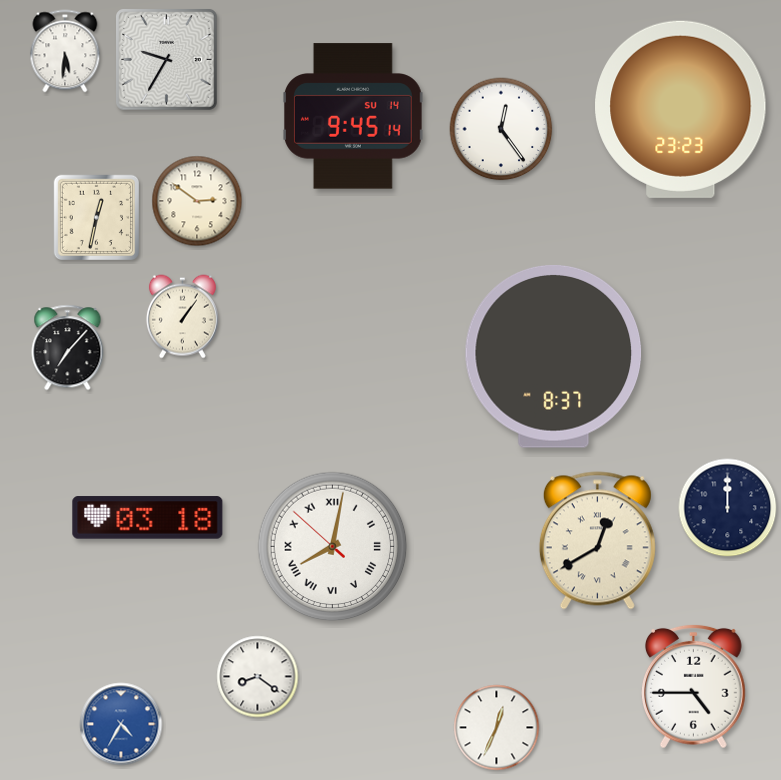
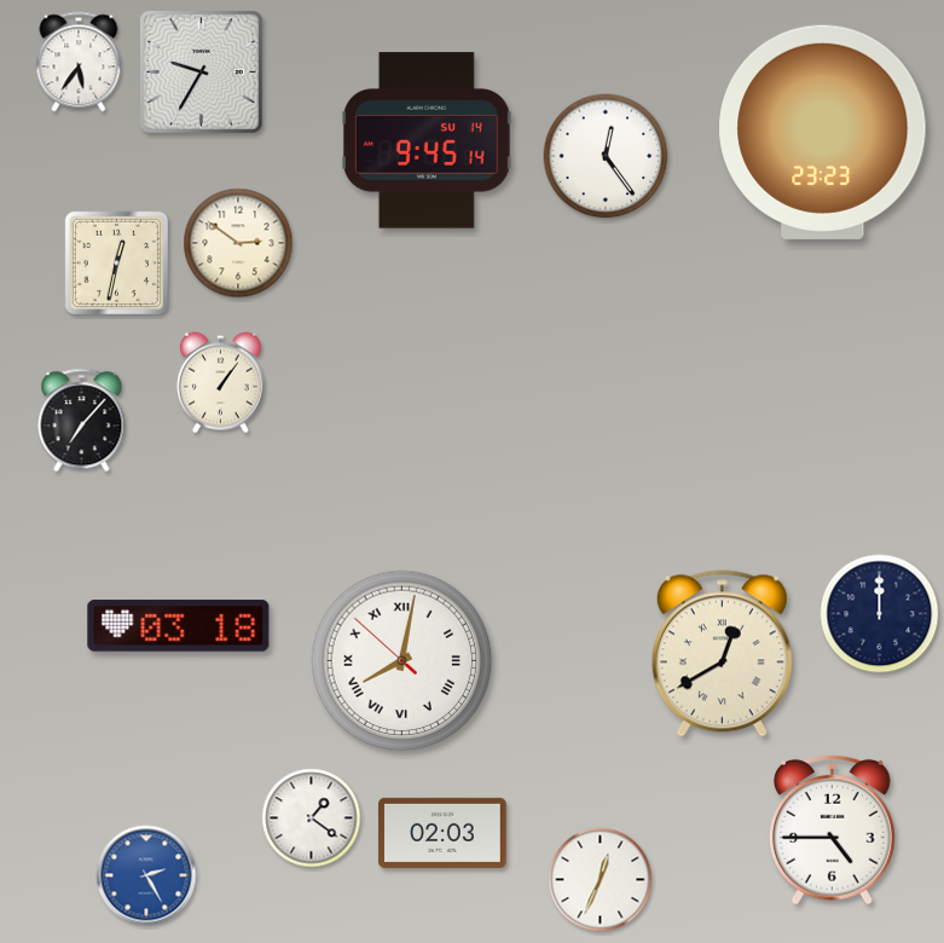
clock at (65, 51): 5:31 -> 5:36
clock at (554, 356): 8:37 -> none
clock at (258, 677): 8:21 -> 1:21
clock at (694, 686) position: (694, 686) -> (833, 829)
clock at (444, 833): none -> 02:03
clock at (121, 724): 4:35 -> 2:25
